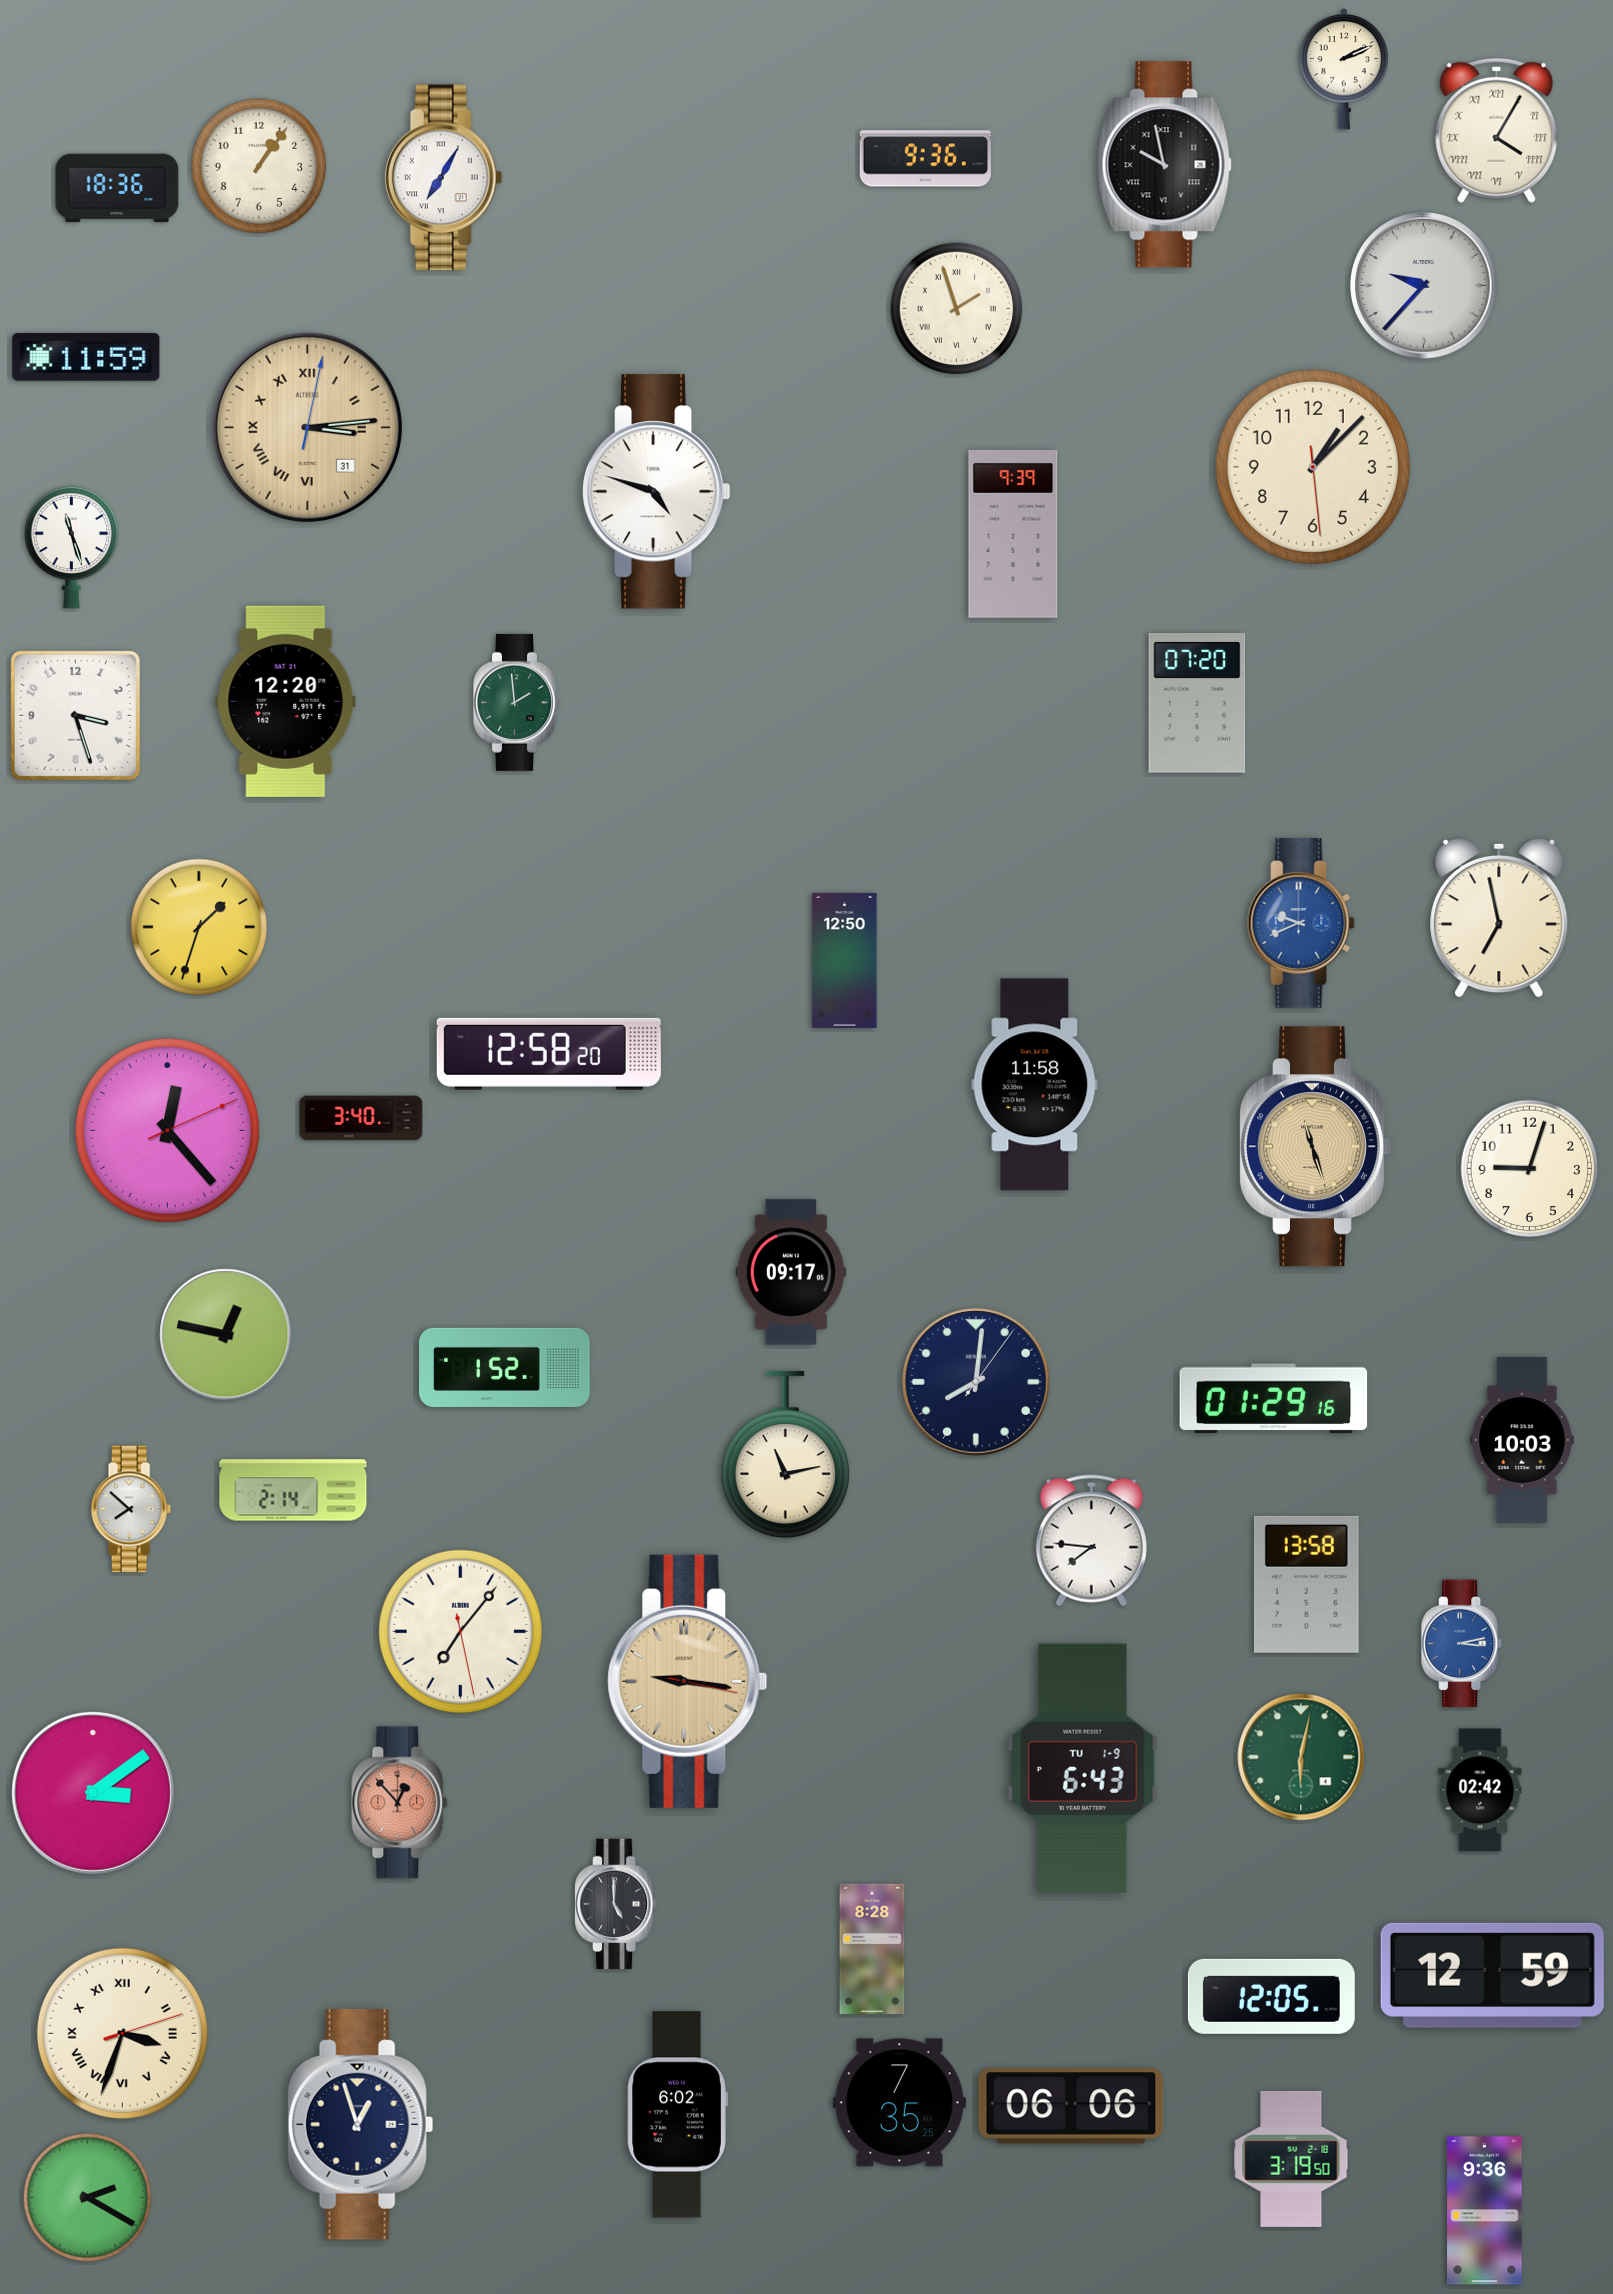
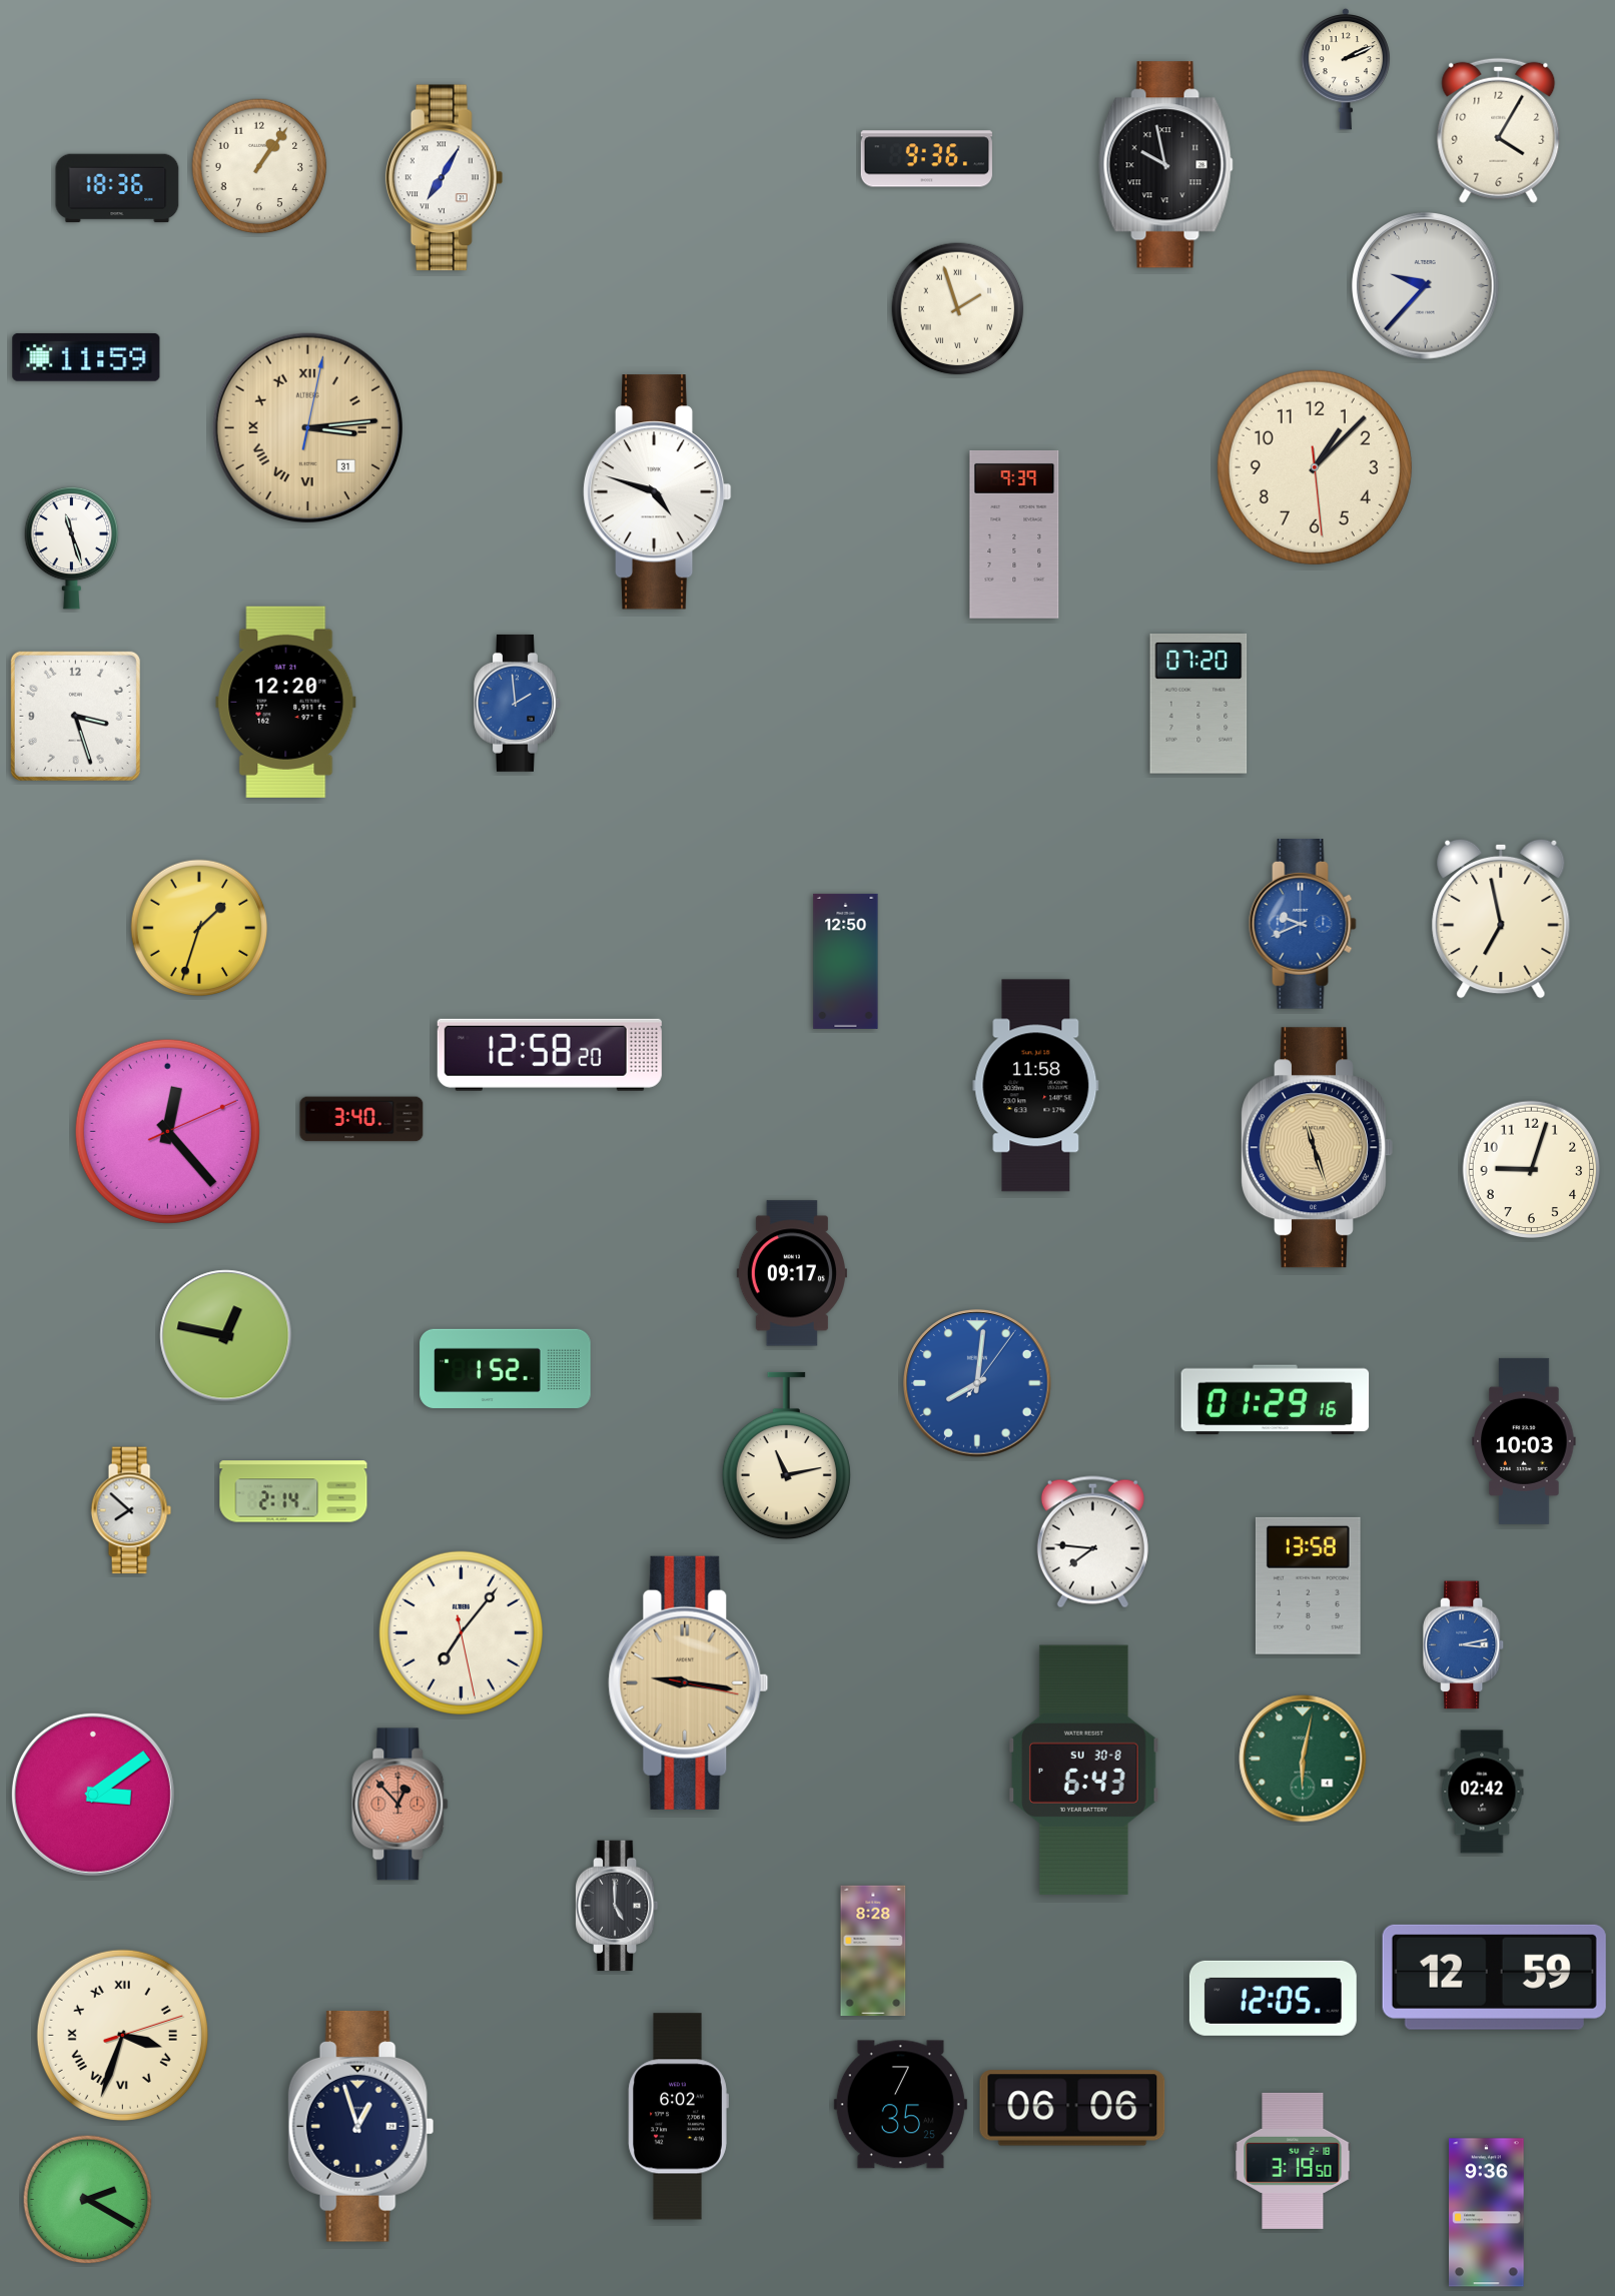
clock at (1497, 130) numerals: Roman -> Arabic
clock at (517, 702) dial: green -> blue
clock at (977, 1383) dial: navy -> blue
clock at (1083, 1768) date: TU 1-9 -> SU 30-8
